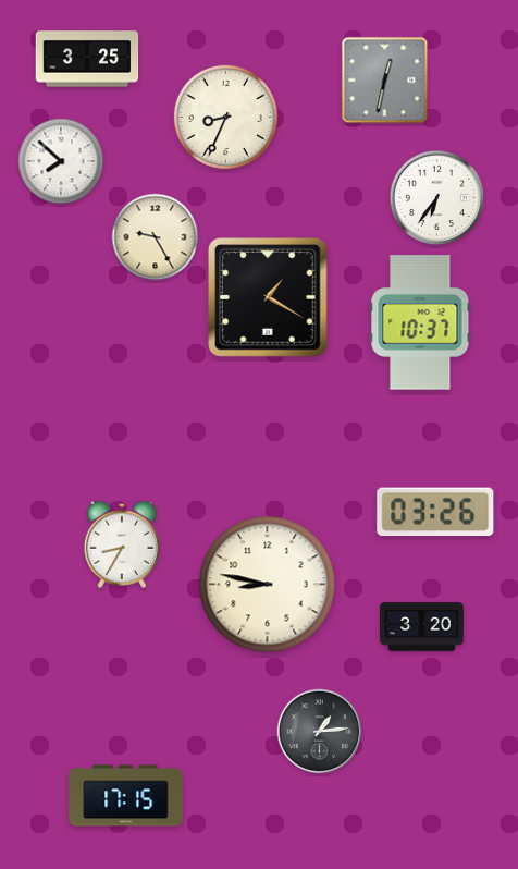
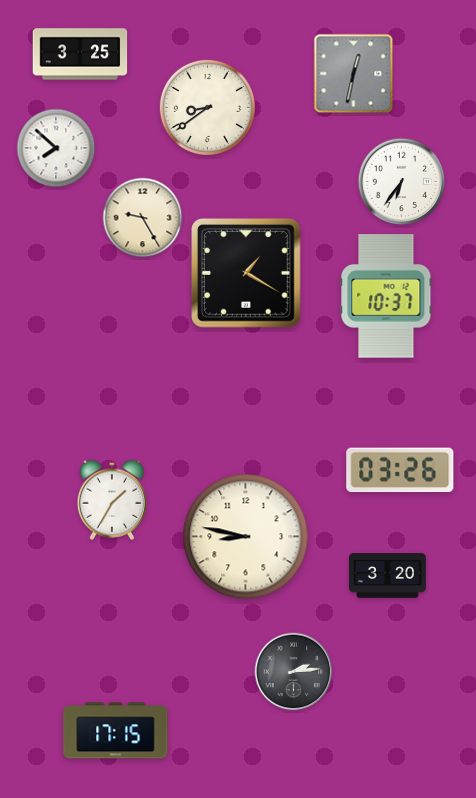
clock at (225, 117): 8:34 -> 8:39
clock at (121, 544): 8:35 -> 1:35
clock at (320, 732): 1:14 -> 2:14
